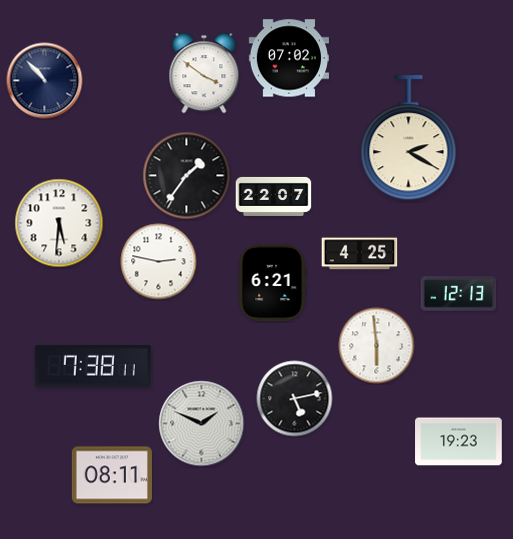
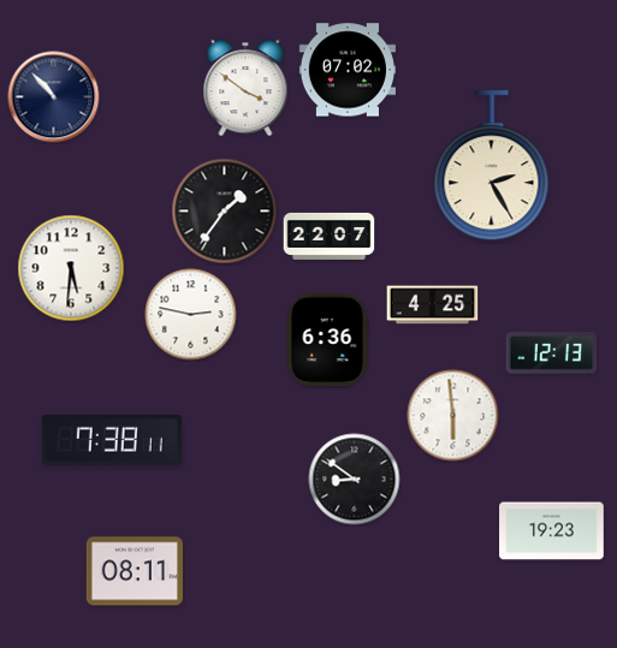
clock at (409, 138): 2:20 -> 2:25
clock at (272, 283): 6:21 -> 6:36
clock at (295, 399): 5:13 -> 8:51
clock at (202, 424): 1:49 -> none
